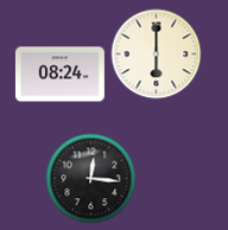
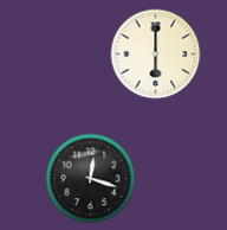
clock at (59, 75): 08:24 -> none
clock at (91, 179): 12:16 -> 12:18
